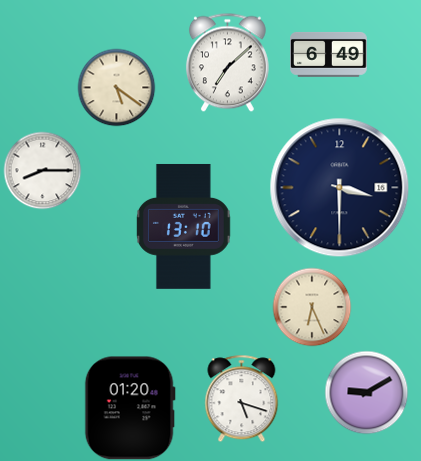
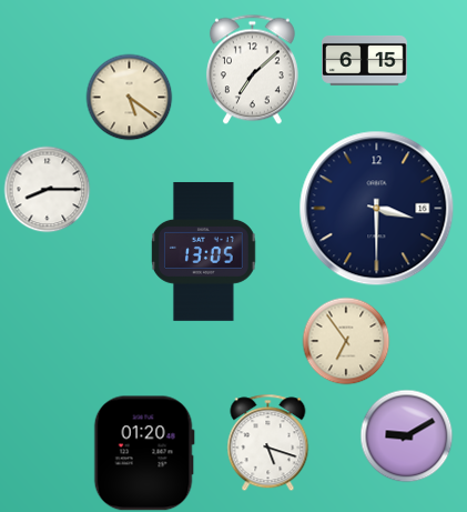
clock at (329, 54): 6:49 -> 6:15
clock at (184, 226): 13:10 -> 13:05
clock at (312, 307): 6:26 -> 6:54
